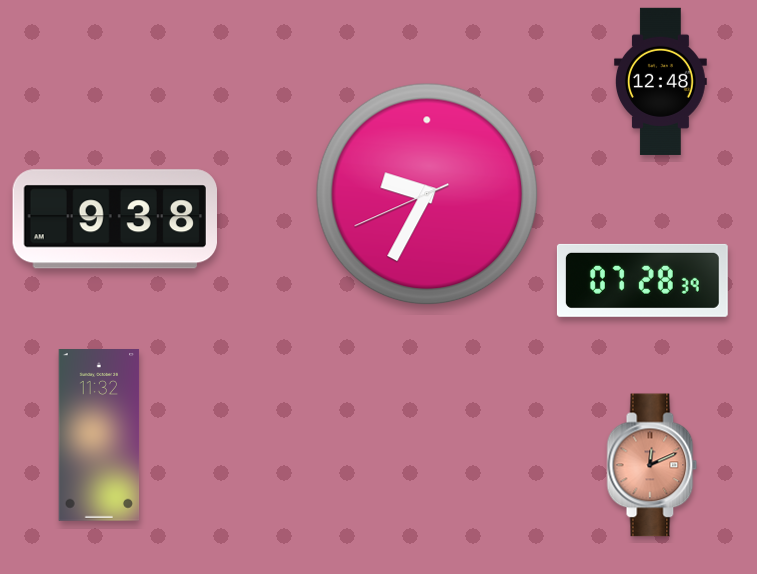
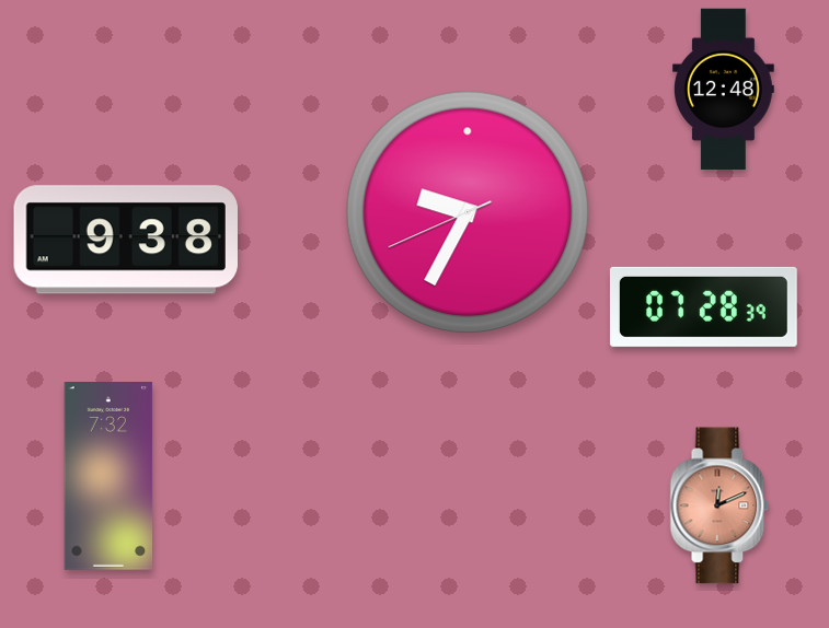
clock at (99, 436): 11:32 -> 7:32
clock at (652, 465) position: (652, 465) -> (719, 505)
